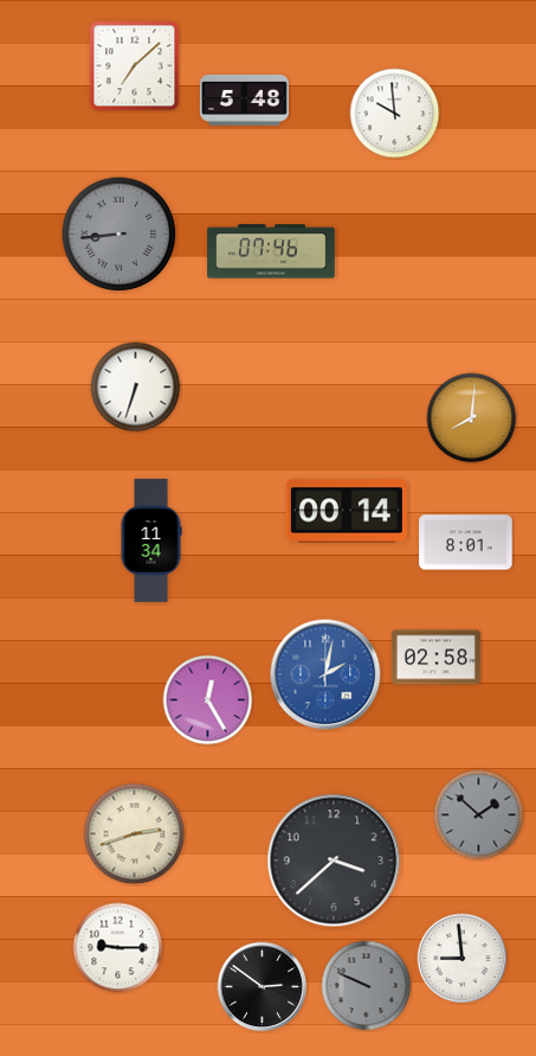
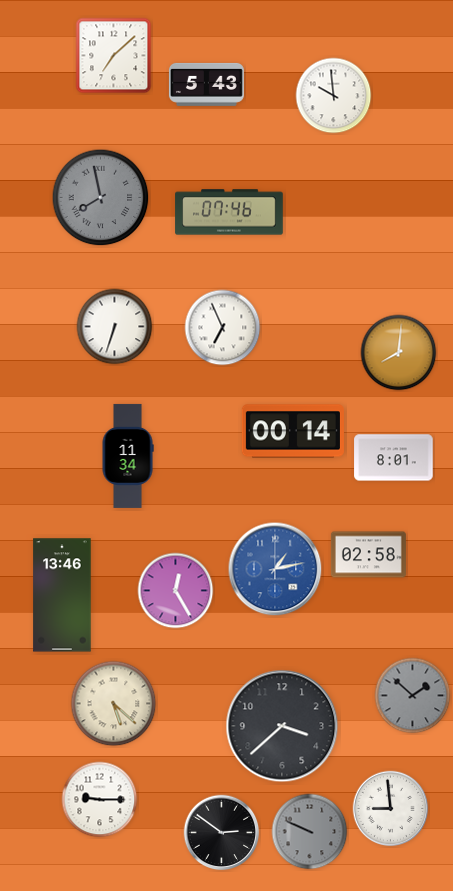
clock at (244, 100): 5:48 -> 5:43
clock at (120, 235): 8:44 -> 7:58
clock at (223, 328): none -> 6:56
clock at (325, 674): 2:02 -> 1:13
clock at (62, 595): none -> 13:46
clock at (479, 815) position: (479, 815) -> (413, 696)
clock at (135, 834): 2:42 -> 5:22
